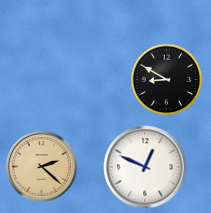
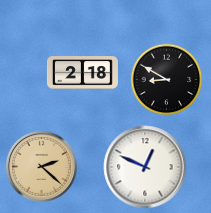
clock at (82, 73): none -> 2:18
